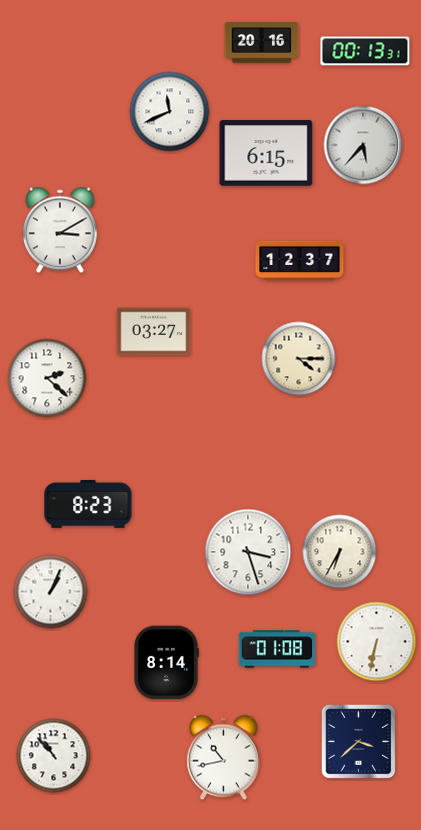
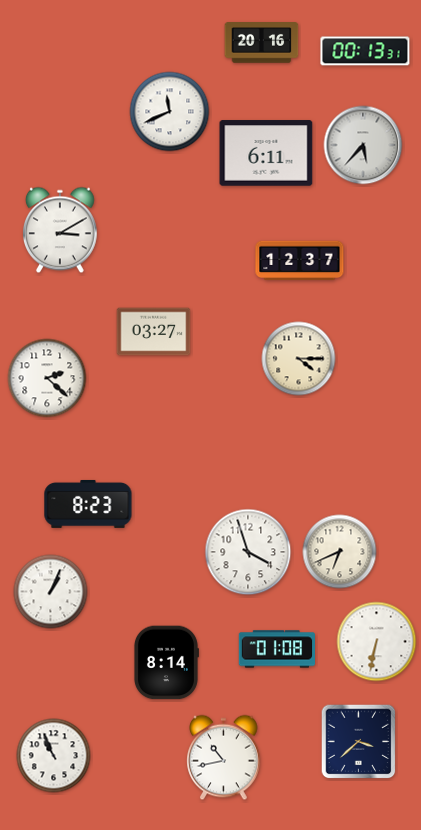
clock at (266, 153): 6:15 -> 6:11
clock at (248, 552): 3:27 -> 3:57
clock at (340, 552): 6:35 -> 6:41
clock at (54, 756): 10:53 -> 10:56
